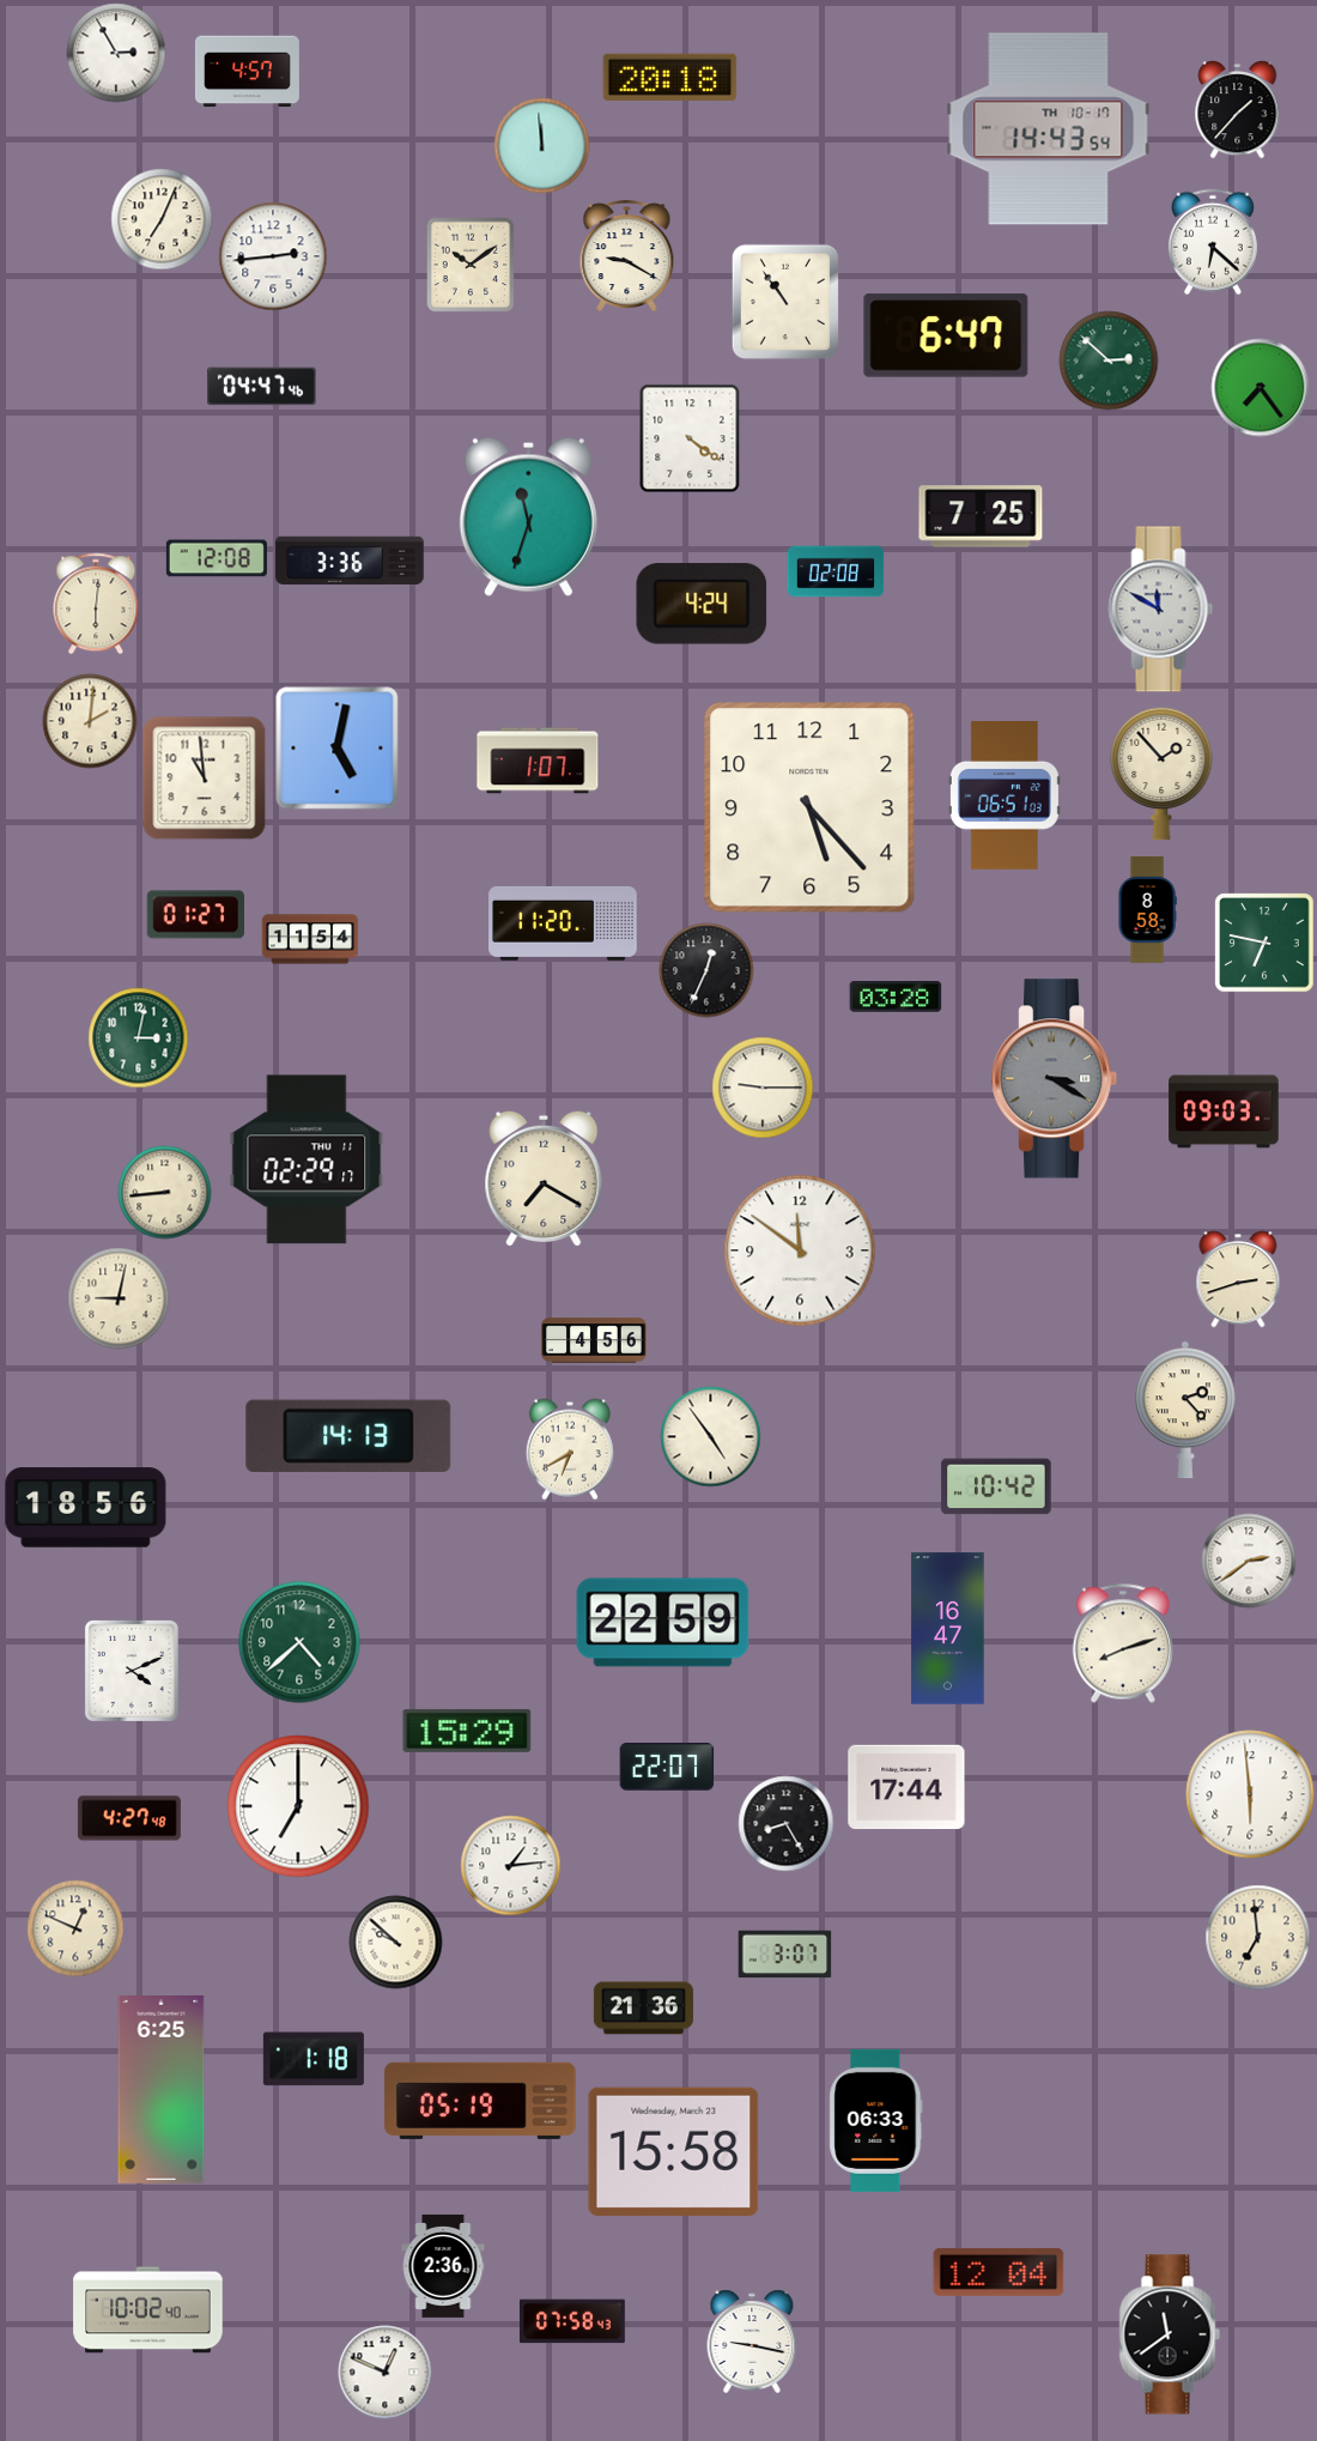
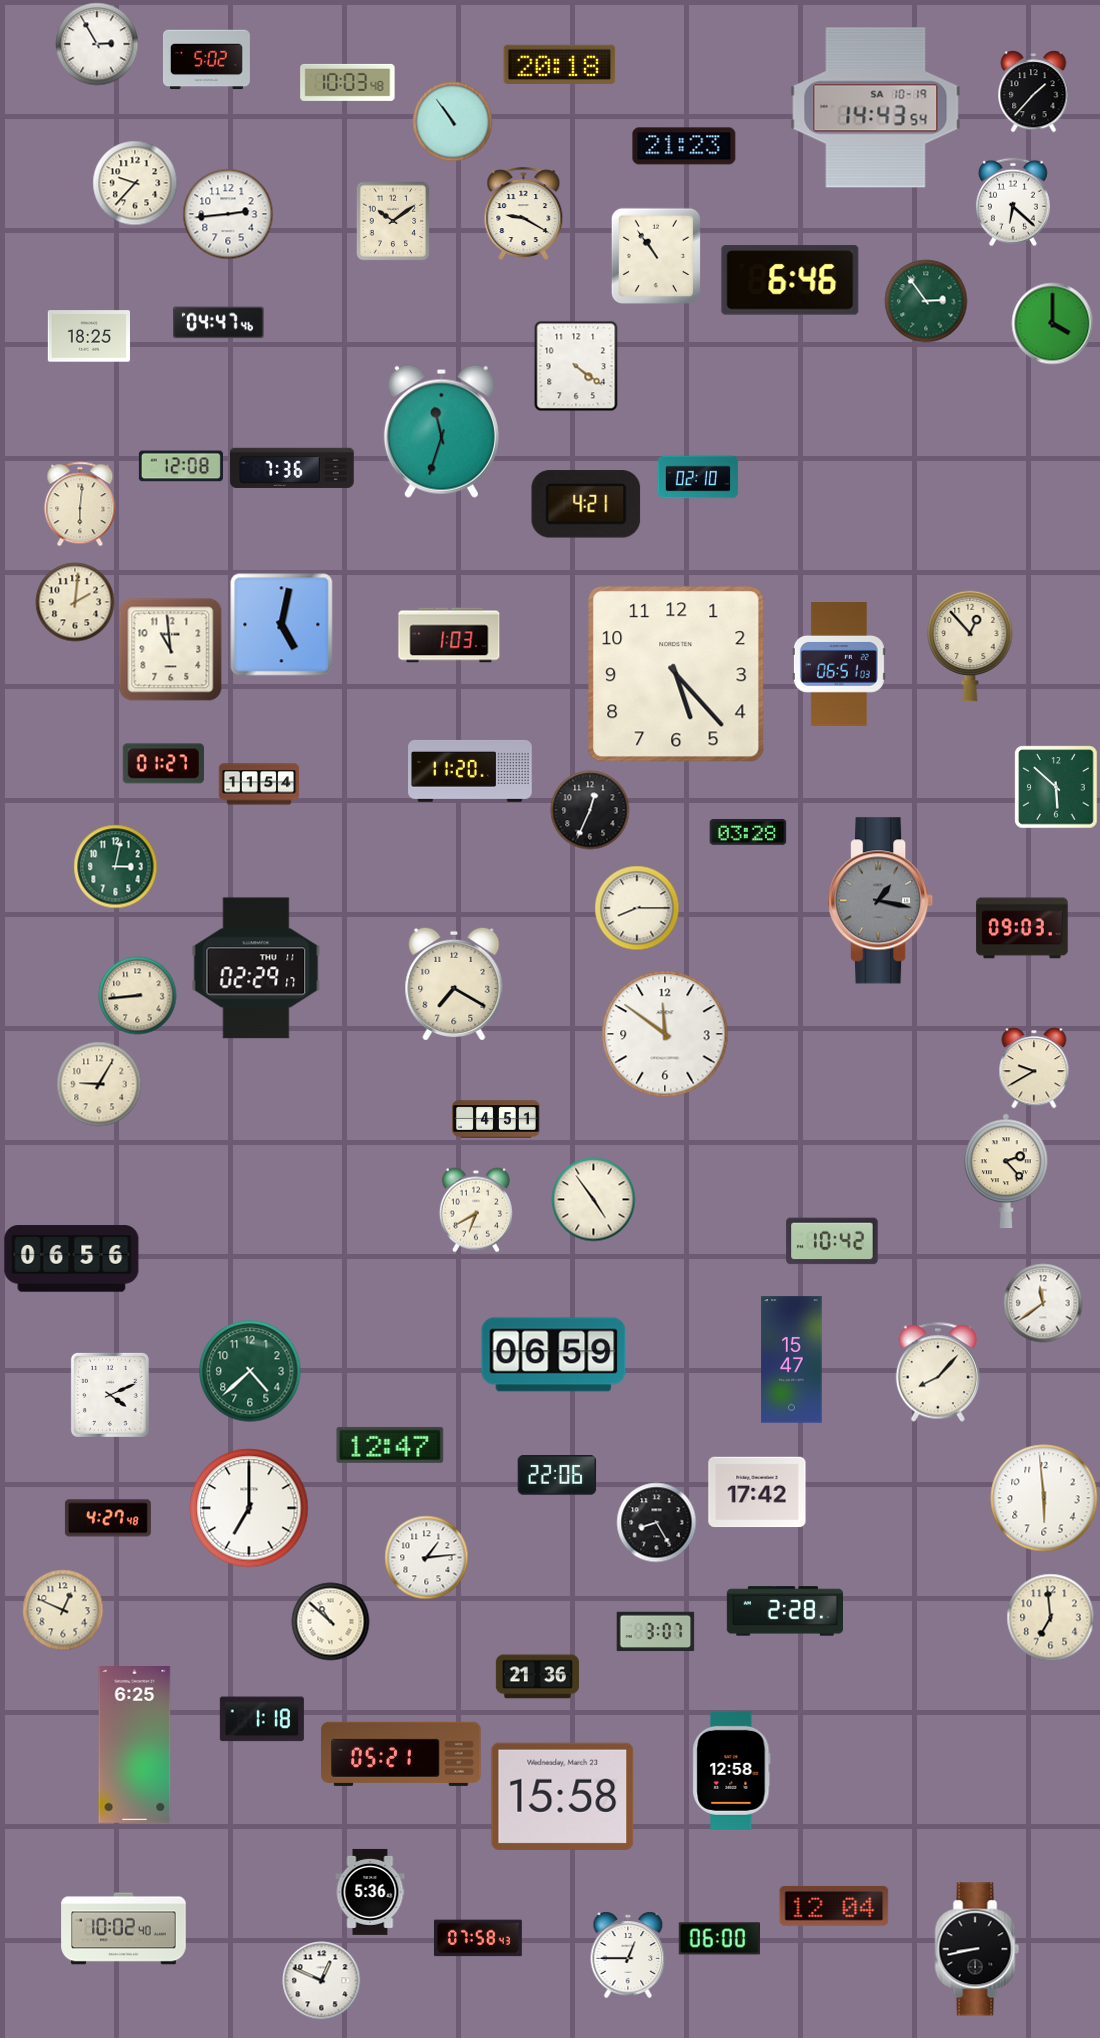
clock at (247, 72): 4:57 -> 5:02
clock at (348, 82): none -> 10:03
clock at (1049, 129) date: TH 10-17 -> SA 10-19
clock at (542, 146): 11:59 -> 10:54
clock at (684, 146): none -> 21:23
clock at (162, 219): 7:04 -> 9:37
clock at (784, 301) position: (784, 301) -> (655, 255)
clock at (946, 335): 6:47 -> 6:46
clock at (1109, 361): 2:52 -> 2:54
clock at (1261, 388): 7:24 -> 4:00
clock at (89, 336): none -> 18:25
clock at (981, 516): 7:25 -> none
clock at (350, 561): 3:36 -> 7:36
clock at (836, 571): 02:08 -> 02:10
clock at (702, 604): 4:24 -> 4:21
clock at (1161, 610): 11:50 -> none
clock at (538, 761): 1:07 -> 1:03
clock at (1161, 774): 1:53 -> 12:53
clock at (1147, 910): 8:58 -> none
clock at (1264, 943): 6:47 -> 5:52
clock at (1056, 1079): 3:20 -> 1:17
clock at (763, 1088): 9:15 -> 8:15
clock at (800, 1250) position: (800, 1250) -> (665, 1034)
clock at (1238, 1279): 2:42 -> 9:40
clock at (119, 1298): 9:02 -> 9:05
clock at (595, 1340): 4:56 -> 4:51
clock at (1185, 1410) position: (1185, 1410) -> (1006, 1171)
clock at (348, 1436): 14:13 -> none
clock at (86, 1508): 18:56 -> 06:56
clock at (1249, 1561): 2:39 -> 11:39
clock at (663, 1623): 22:59 -> 06:59
clock at (948, 1629): 16:47 -> 15:47
clock at (1123, 1643): 8:12 -> 8:07
clock at (467, 1731): 15:29 -> 12:47
clock at (667, 1767): 22:07 -> 22:06
clock at (906, 1787): 17:44 -> 17:42
clock at (784, 1611): none -> 2:28
clock at (396, 1943): 9:52 -> 10:52
clock at (480, 2101): 05:19 -> 05:21
clock at (876, 2120): 06:33 -> 12:58
clock at (443, 2266): 2:36 -> 5:36
clock at (999, 2272) position: (999, 2272) -> (834, 1906)
clock at (719, 1939): none -> 06:00
clock at (1170, 2334): 11:39 -> 8:43
clock at (752, 2342): 9:17 -> 12:45
